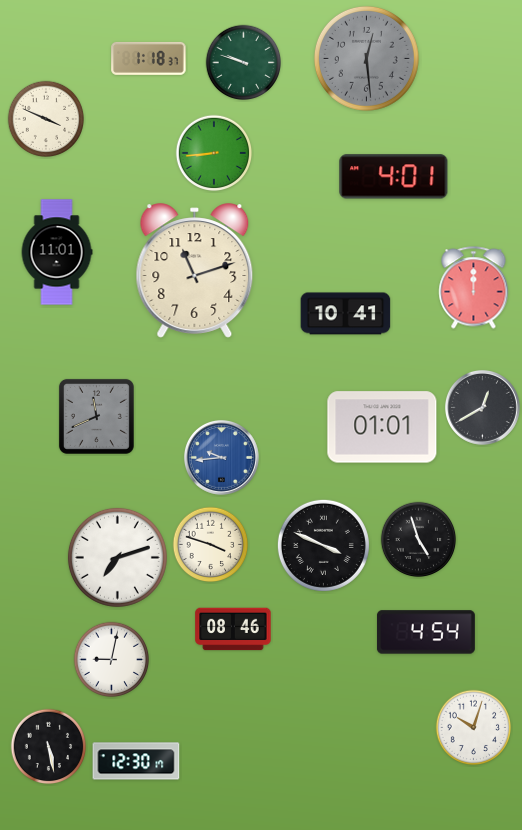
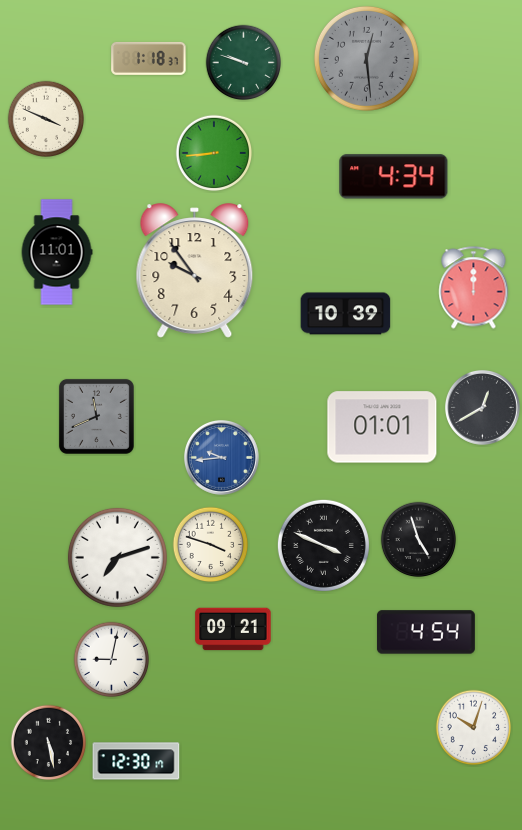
clock at (394, 177): 4:01 -> 4:34
clock at (195, 271): 11:12 -> 9:54
clock at (346, 314): 10:41 -> 10:39
clock at (233, 629): 08:46 -> 09:21
clock at (49, 747) position: (49, 747) -> (49, 743)
